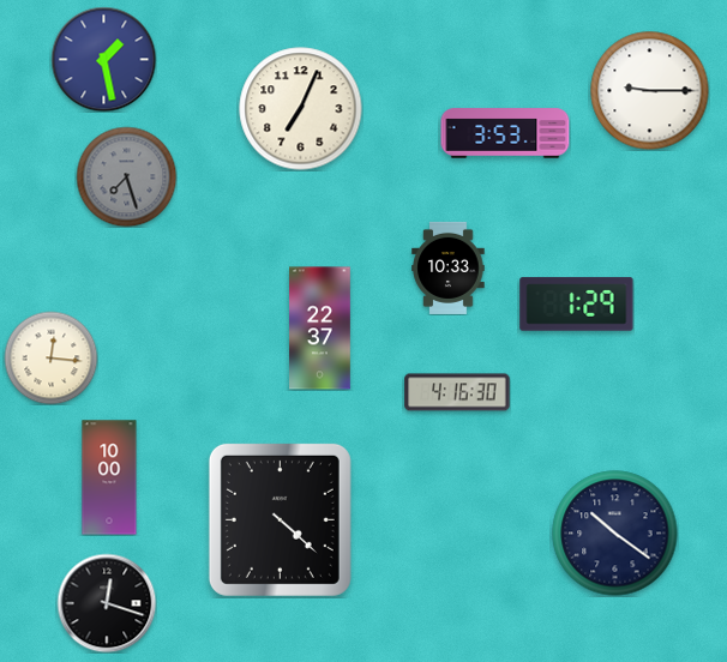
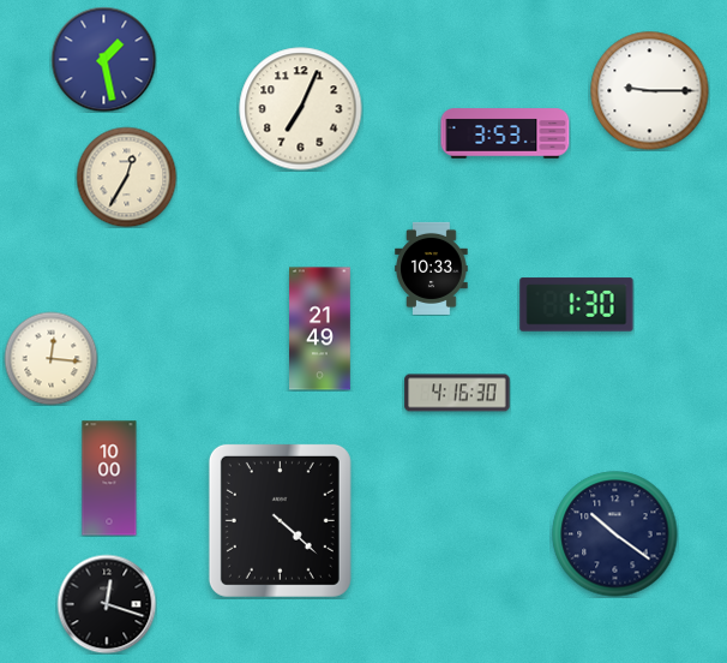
clock at (126, 176): 7:27 -> 12:35
clock at (126, 176) dial: grey -> cream
clock at (449, 267) position: (449, 267) -> (432, 268)
clock at (577, 305): 1:29 -> 1:30
clock at (320, 329): 22:37 -> 21:49
